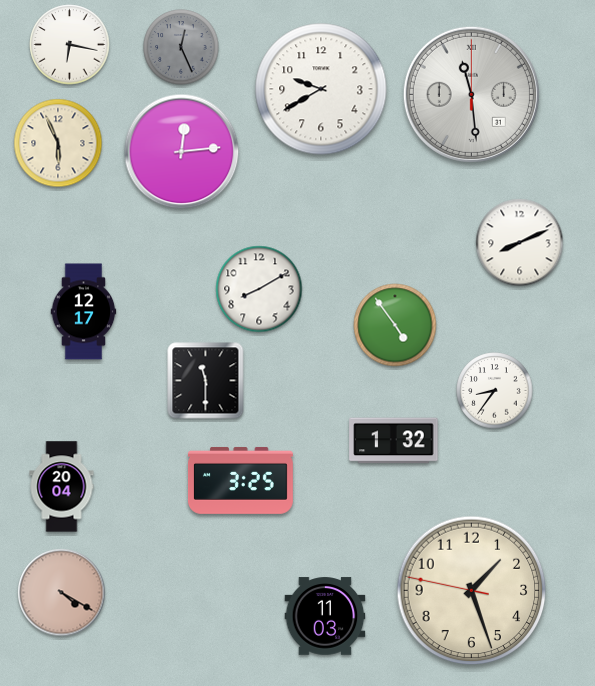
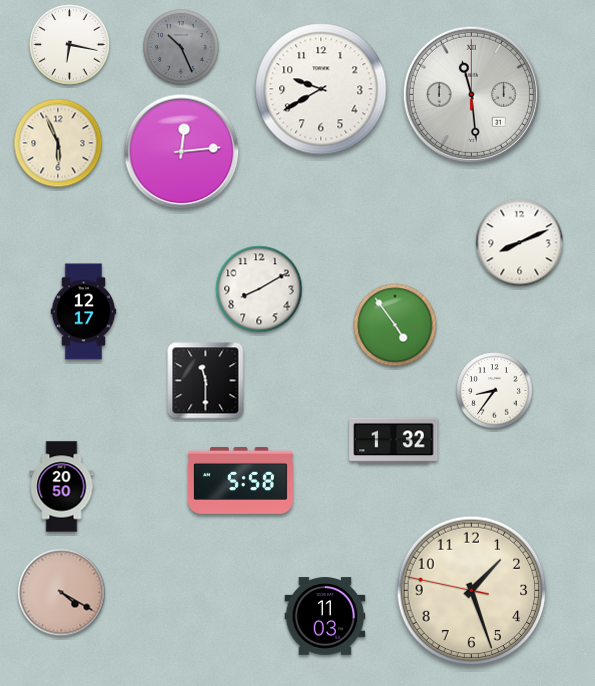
clock at (181, 47): 12:26 -> 10:26
clock at (240, 480): 3:25 -> 5:58
clock at (62, 487): 20:04 -> 20:50
